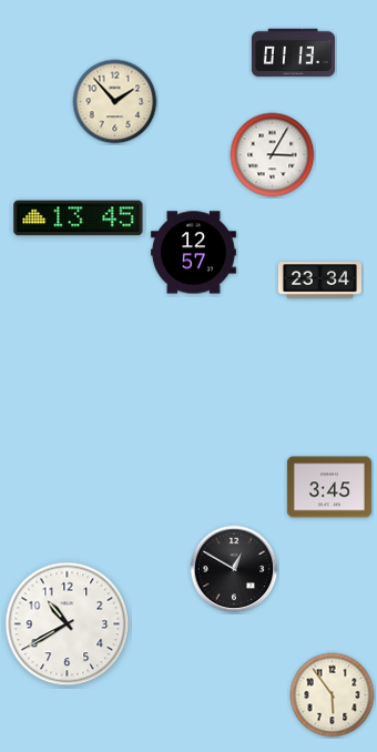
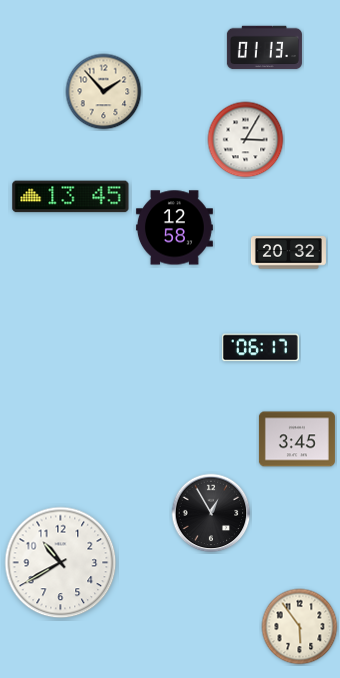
clock at (193, 253): 12:57 -> 12:58
clock at (319, 281): 23:34 -> 20:32
clock at (260, 348): none -> 06:17
clock at (234, 569): 12:50 -> 12:55
